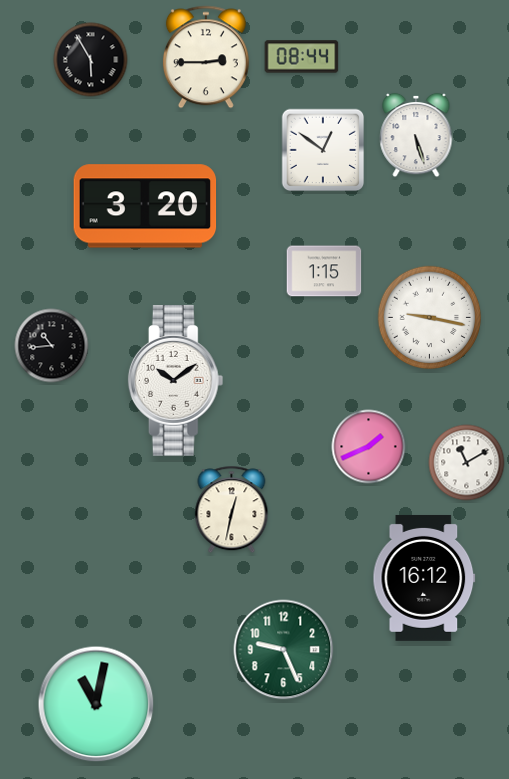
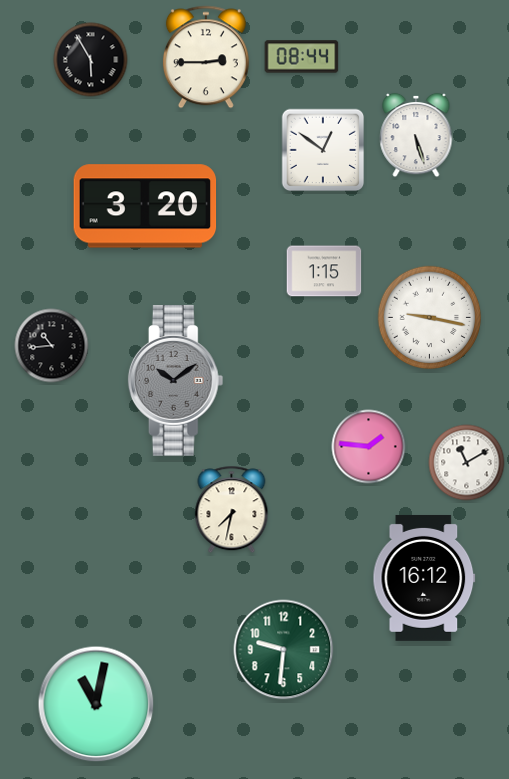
clock at (176, 381) dial: white -> grey
clock at (369, 447): 1:41 -> 1:46
clock at (232, 510): 12:32 -> 7:32
clock at (284, 650): 9:26 -> 9:31
